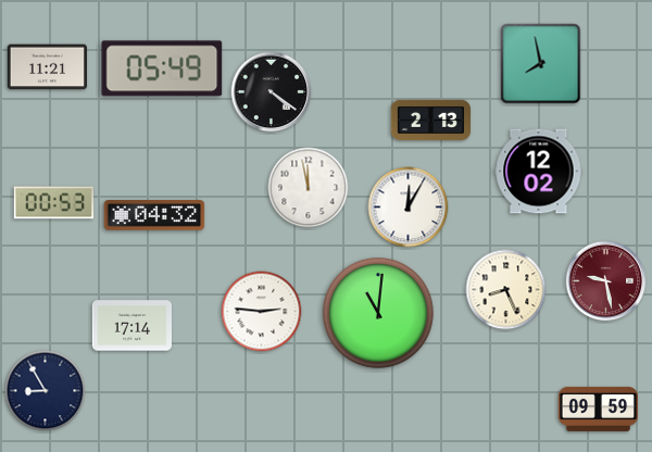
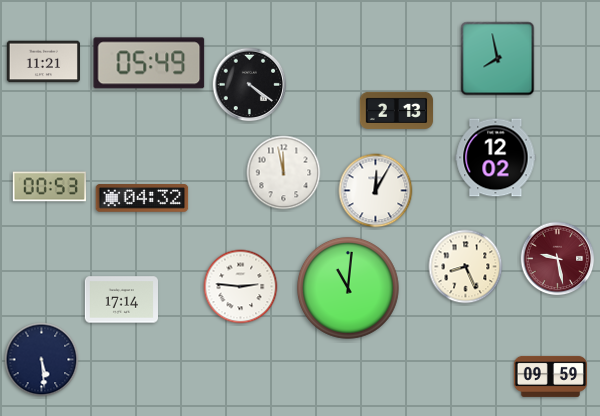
clock at (46, 391): 8:55 -> 5:29
